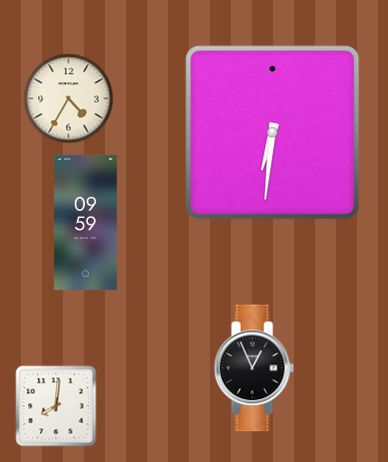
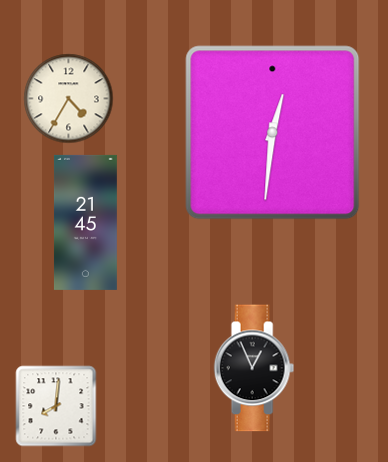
clock at (273, 133): 6:31 -> 12:31
clock at (85, 222): 09:59 -> 21:45
